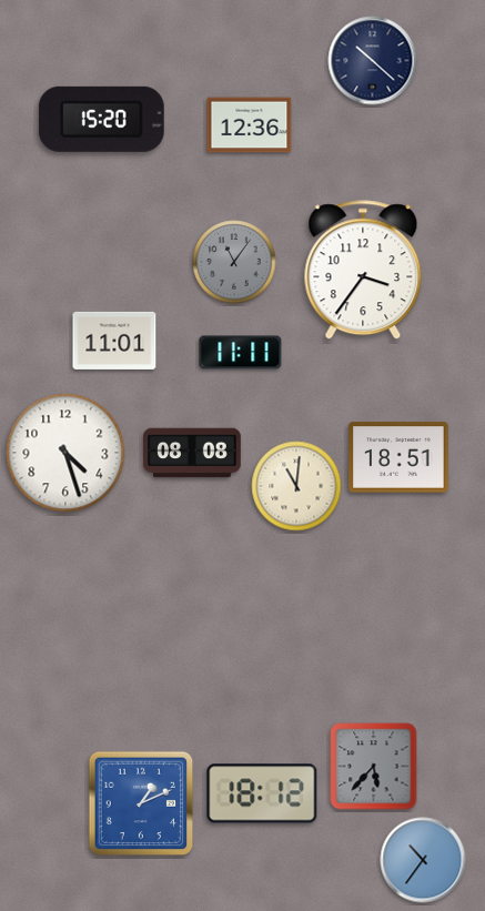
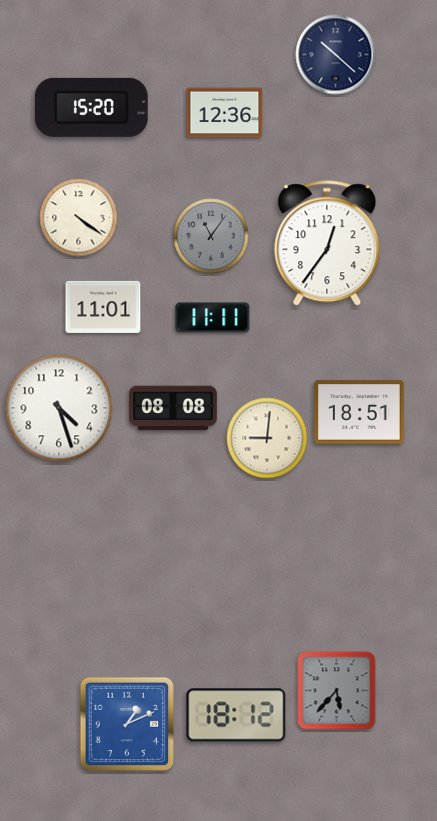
clock at (79, 218): none -> 4:21
clock at (363, 271): 3:36 -> 12:36
clock at (241, 353) position: (241, 353) -> (213, 318)
clock at (296, 486): 11:01 -> 9:01
clock at (423, 860): 10:36 -> none
